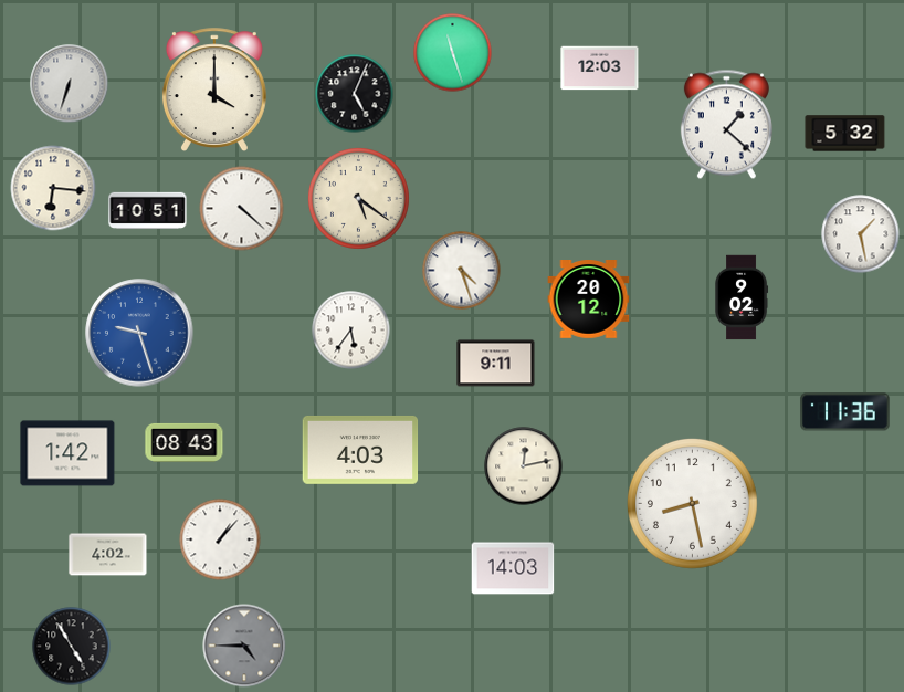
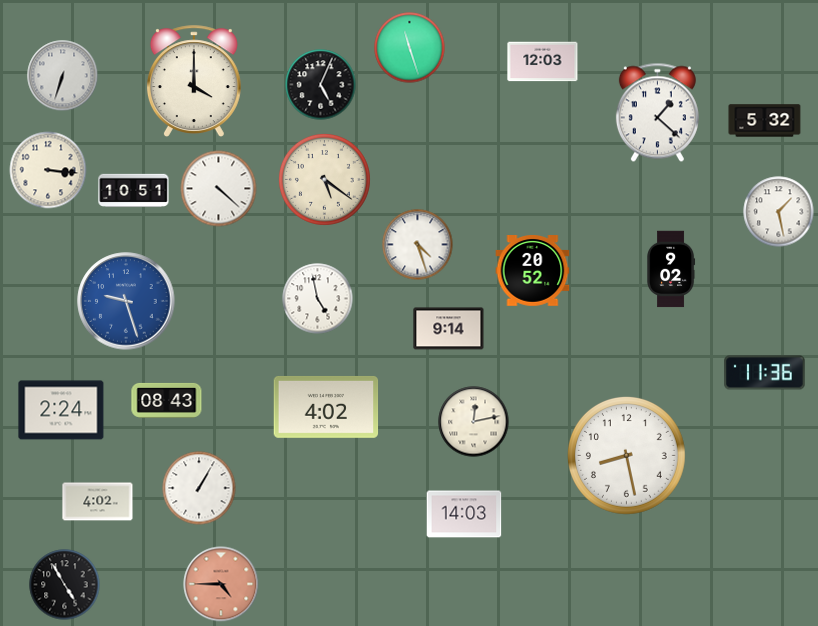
clock at (53, 188): 6:16 -> 3:16
clock at (589, 300): 20:12 -> 20:52
clock at (351, 331): 5:36 -> 4:58
clock at (496, 364): 9:11 -> 9:14
clock at (360, 450): 4:03 -> 4:02
clock at (67, 453): 1:42 -> 2:24
clock at (220, 539): 1:07 -> 1:05
clock at (244, 646) dial: grey -> salmon
